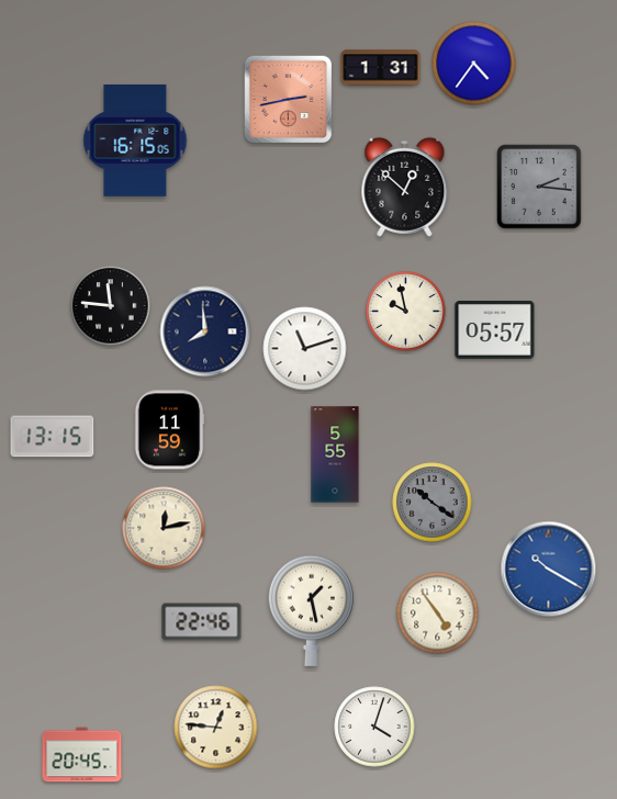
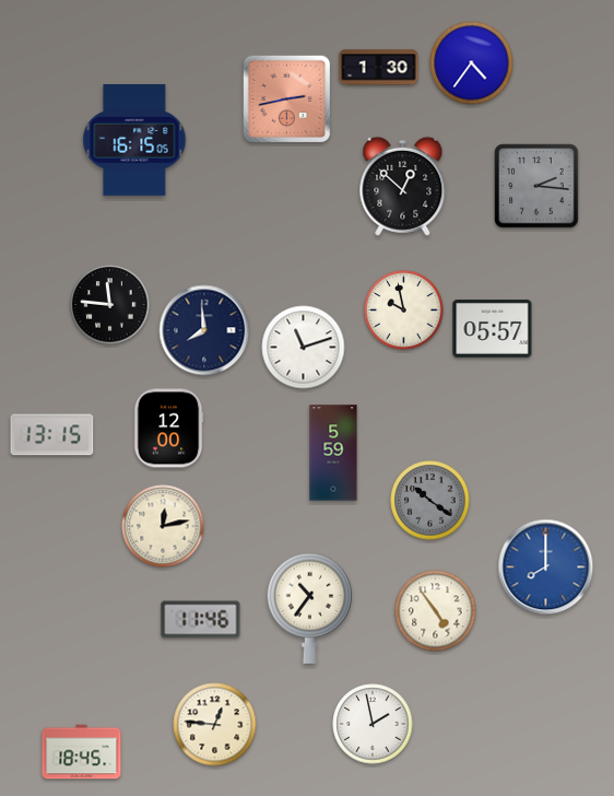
clock at (381, 68): 1:31 -> 1:30
clock at (169, 430): 11:59 -> 12:00
clock at (335, 454): 5:55 -> 5:59
clock at (549, 570): 10:20 -> 8:00
clock at (311, 610): 1:28 -> 10:36
clock at (202, 622): 22:46 -> 11:46
clock at (374, 727): 4:03 -> 1:58
clock at (82, 755): 20:45 -> 18:45
